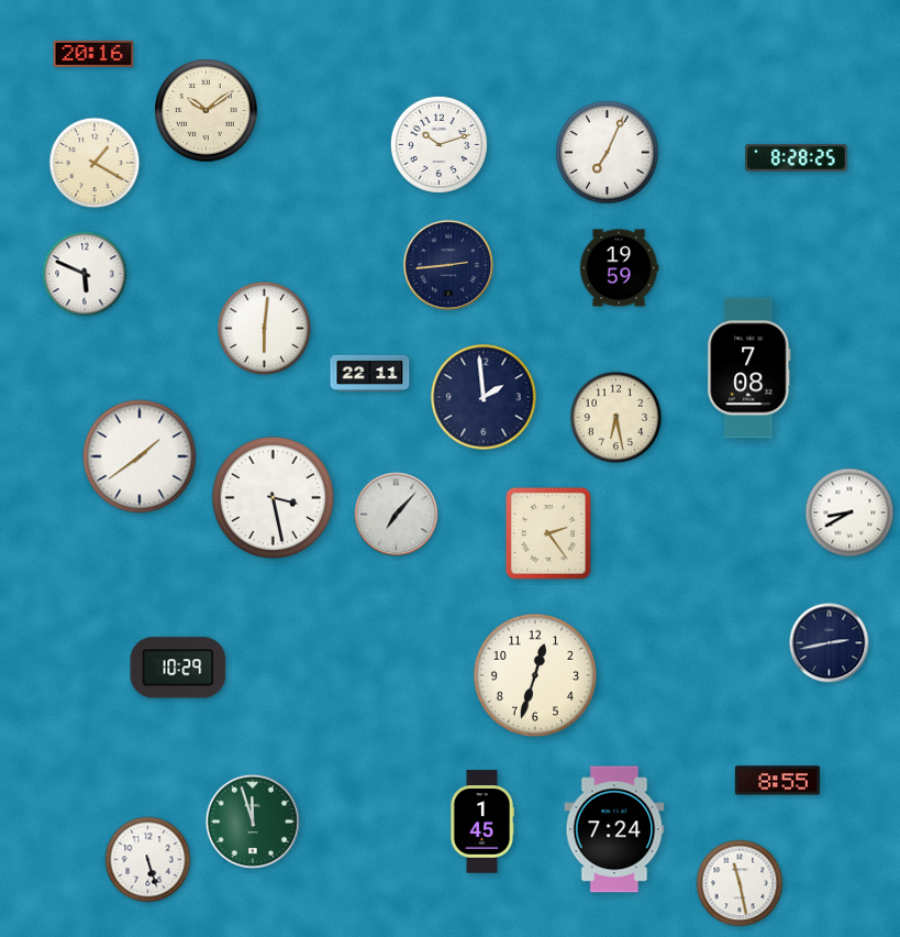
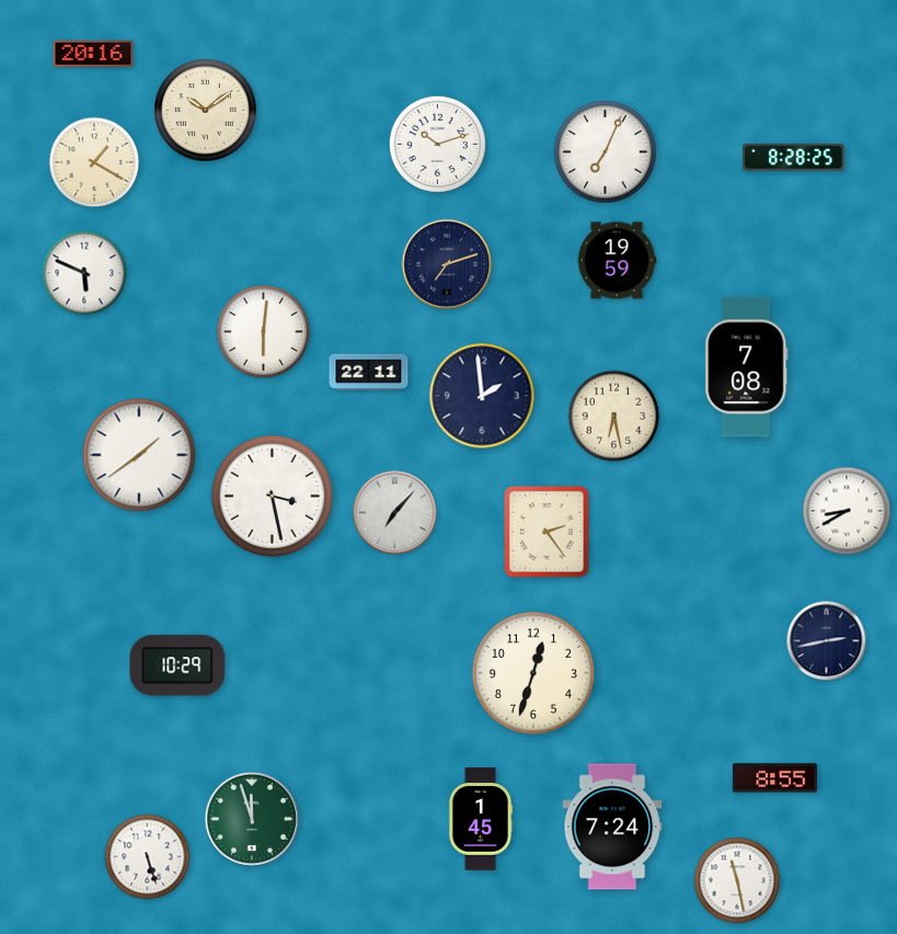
clock at (448, 265): 2:44 -> 7:12
clock at (619, 268) position: (619, 268) -> (617, 261)
clock at (265, 329) position: (265, 329) -> (264, 332)
